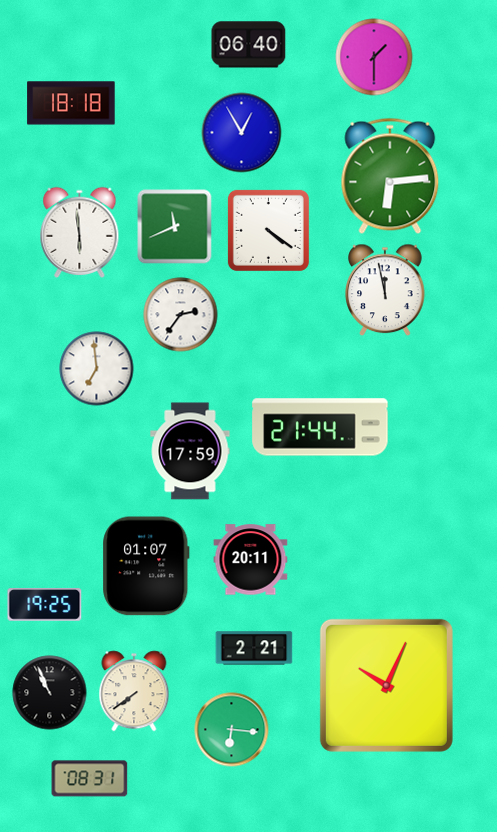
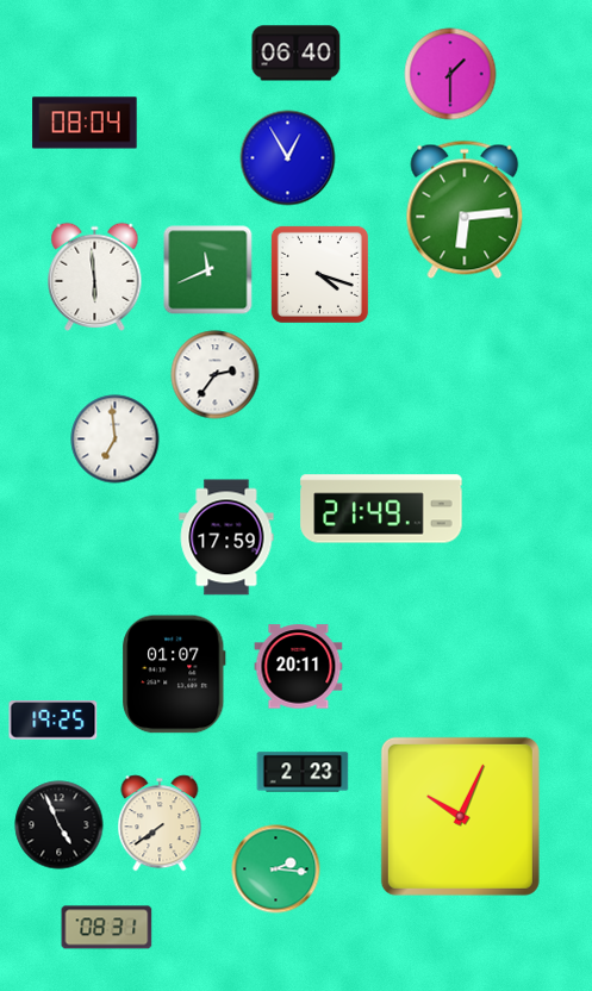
clock at (374, 57) position: (374, 57) -> (450, 74)
clock at (71, 103): 18:18 -> 08:04
clock at (268, 230): 4:21 -> 4:18
clock at (385, 290): 11:58 -> none
clock at (320, 427): 21:44 -> 21:49
clock at (254, 648): 2:21 -> 2:23
clock at (50, 693): 10:56 -> 4:56
clock at (232, 730): 6:16 -> 2:16
